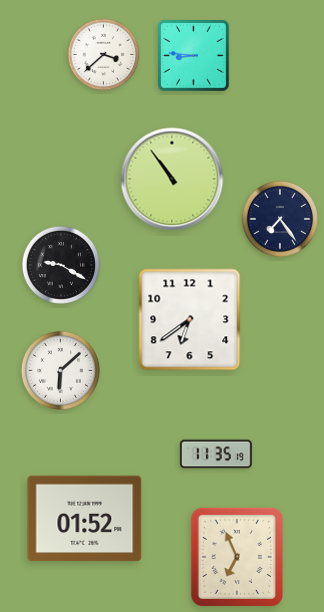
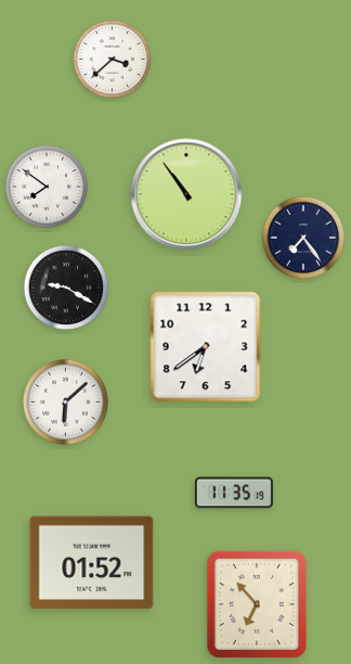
clock at (194, 56): 8:46 -> none
clock at (47, 187): none -> 7:51
clock at (237, 557): 6:56 -> 6:53
